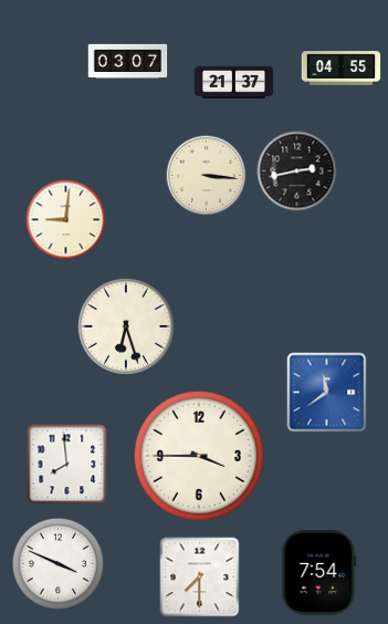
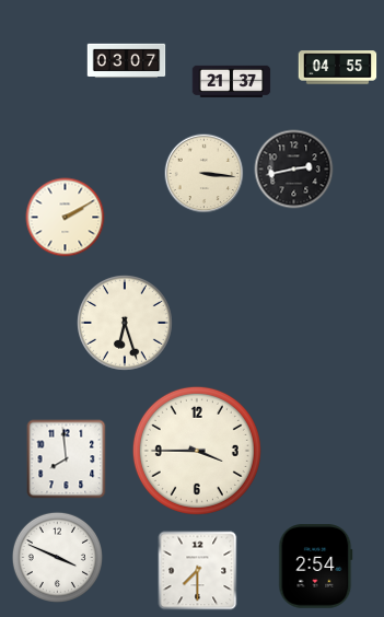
clock at (66, 220): 9:01 -> 2:10
clock at (327, 393): 11:39 -> none
clock at (319, 573): 7:54 -> 2:54
